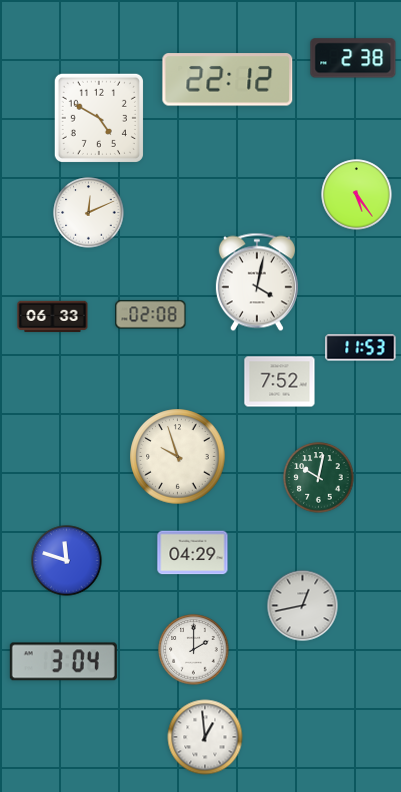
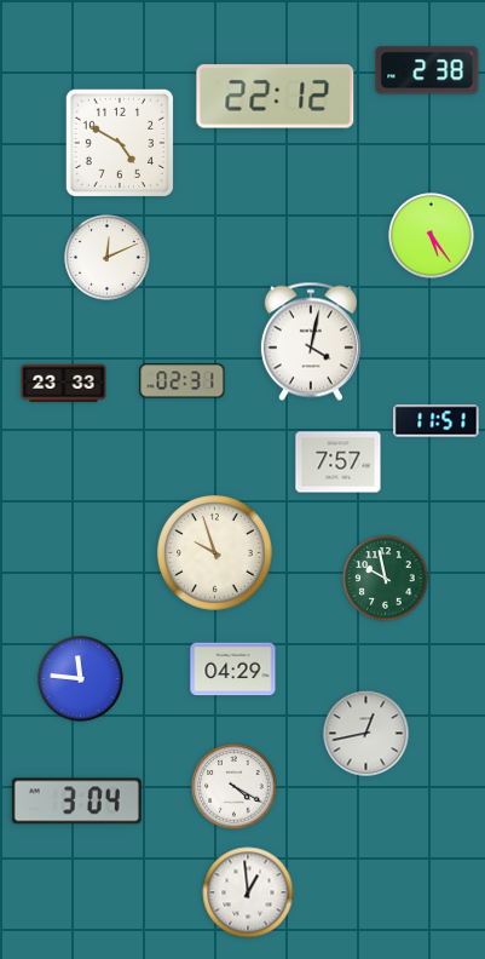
clock at (151, 315): 02:08 -> 02:31
clock at (53, 317): 06:33 -> 23:33
clock at (361, 348): 11:53 -> 11:51
clock at (280, 382): 7:52 -> 7:57
clock at (319, 478): 10:02 -> 9:58
clock at (67, 561): 11:48 -> 11:46
clock at (194, 650): 2:00 -> 4:20
